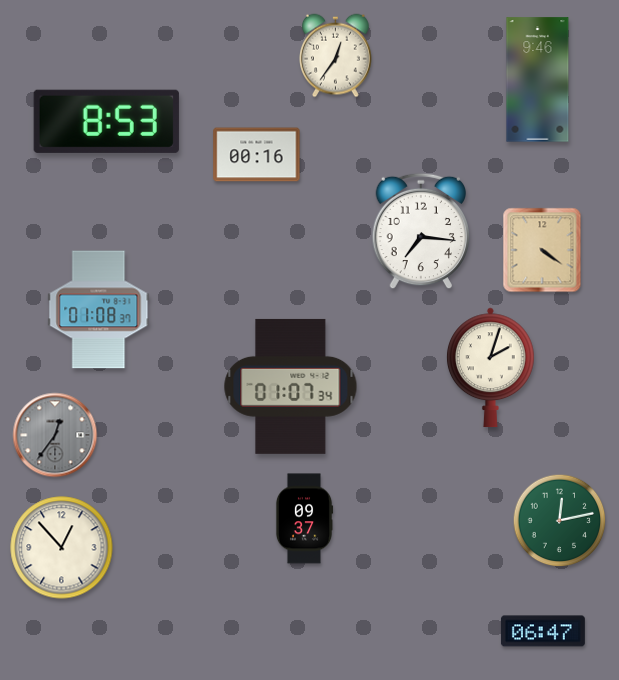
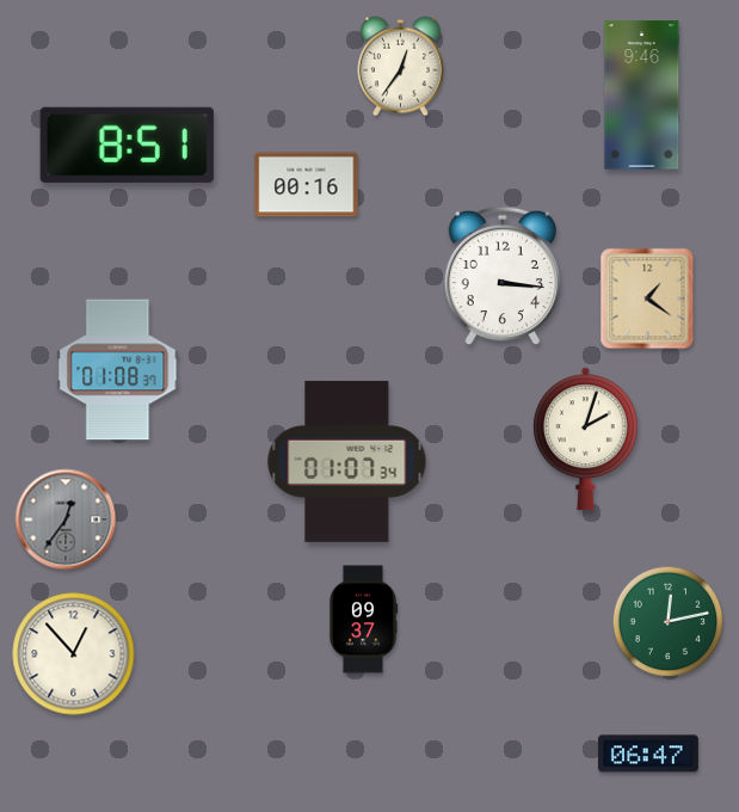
clock at (106, 121): 8:53 -> 8:51
clock at (421, 231): 7:16 -> 3:16
clock at (542, 250): 4:21 -> 1:21
